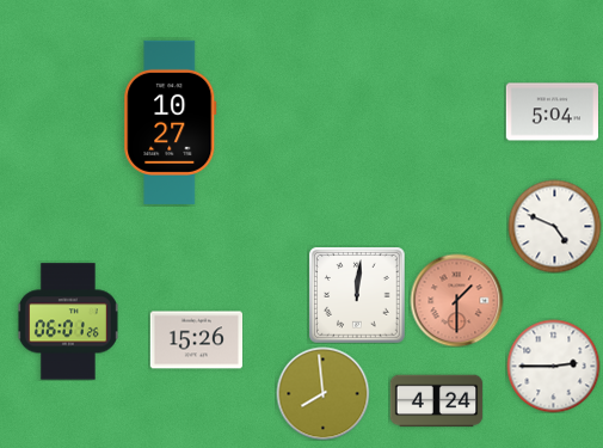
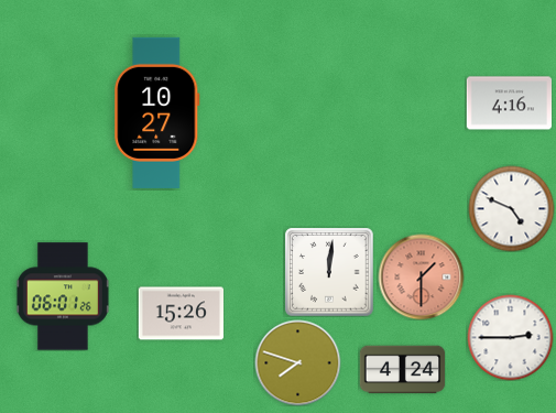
clock at (552, 112): 5:04 -> 4:16
clock at (322, 393): 7:59 -> 7:48
